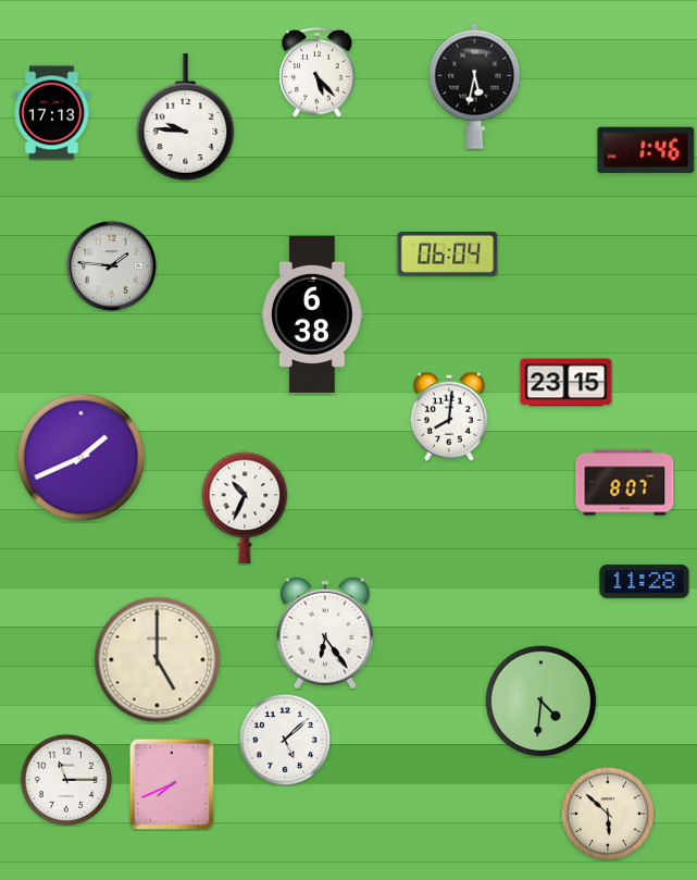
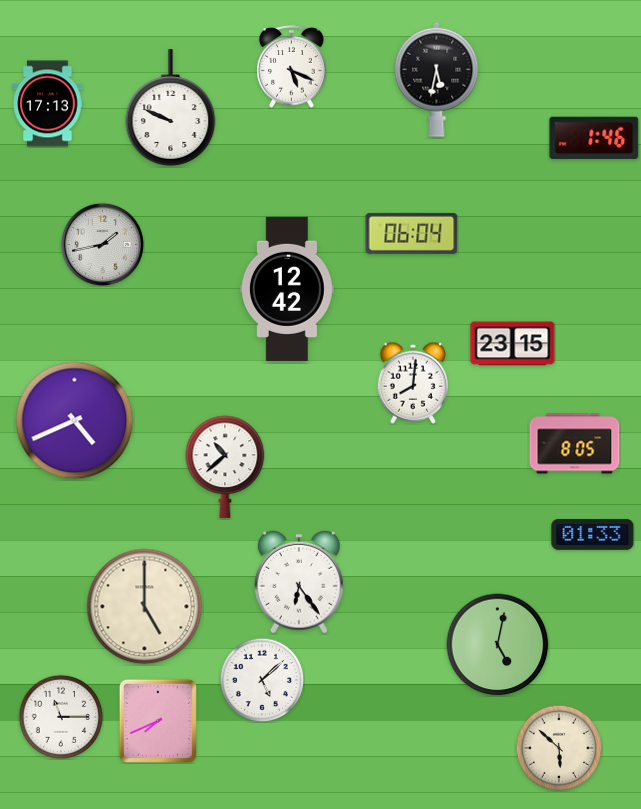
clock at (318, 73): 5:23 -> 5:19
clock at (186, 117): 9:46 -> 9:49
clock at (111, 265): 1:46 -> 1:43
clock at (312, 314): 6:38 -> 12:42
clock at (567, 383) position: (567, 383) -> (513, 344)
clock at (82, 458): 1:41 -> 4:41
clock at (625, 483): 8:07 -> 8:05
clock at (245, 508): 10:34 -> 10:38
clock at (645, 581): 11:28 -> 01:33
clock at (542, 702): 4:31 -> 5:02
